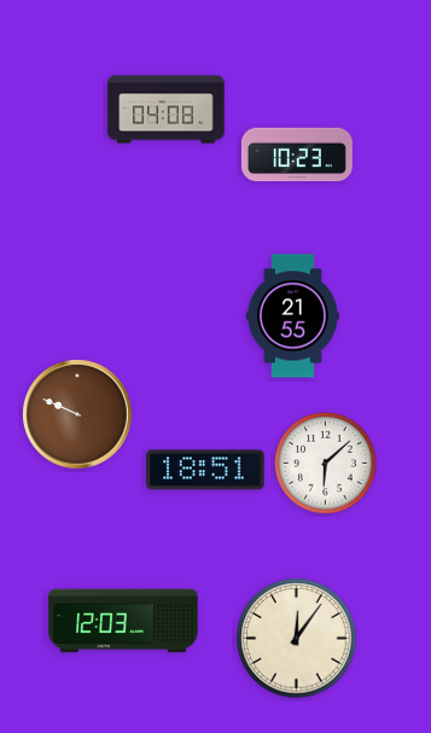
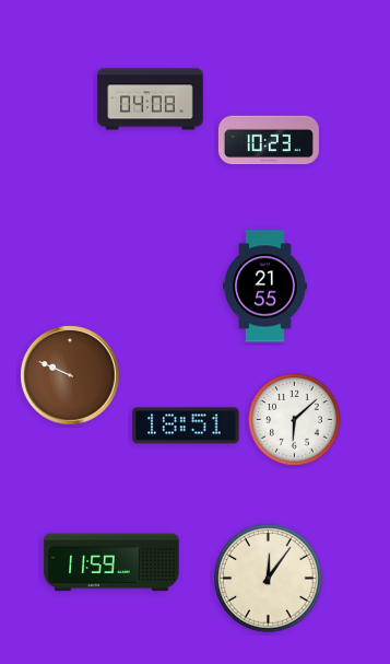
clock at (123, 621): 12:03 -> 11:59
